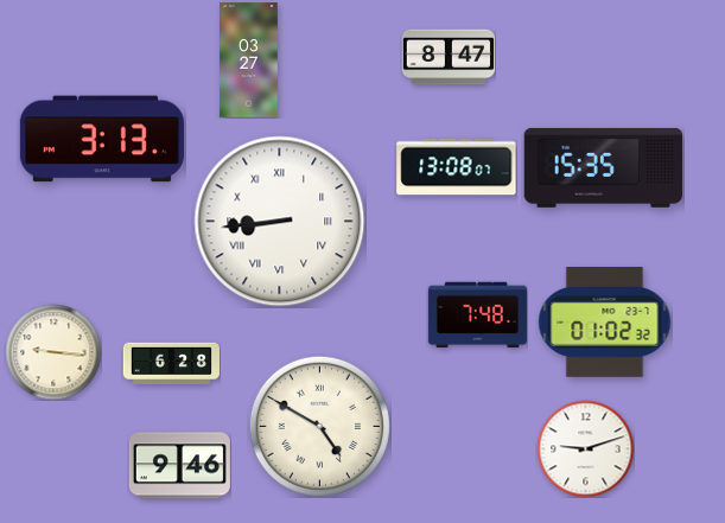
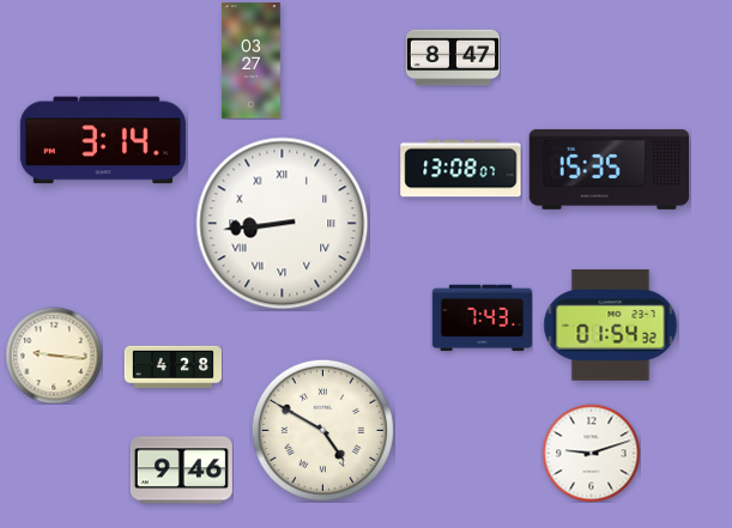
clock at (102, 139): 3:13 -> 3:14
clock at (477, 315): 7:48 -> 7:43
clock at (605, 323): 01:02 -> 01:54
clock at (171, 364): 6:28 -> 4:28
